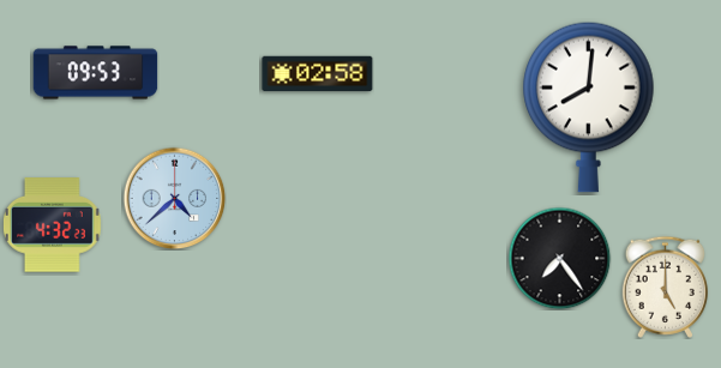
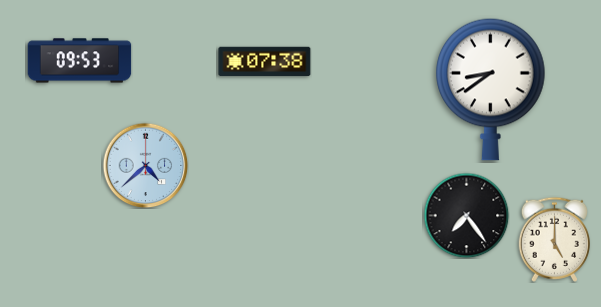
clock at (318, 74): 02:58 -> 07:38
clock at (589, 107): 8:01 -> 8:39
clock at (53, 225): 4:32 -> none
